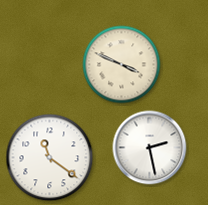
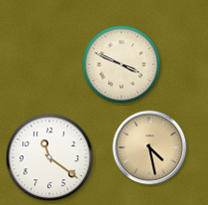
clock at (150, 148): 2:28 -> 4:28
clock at (150, 148) dial: white -> champagne
